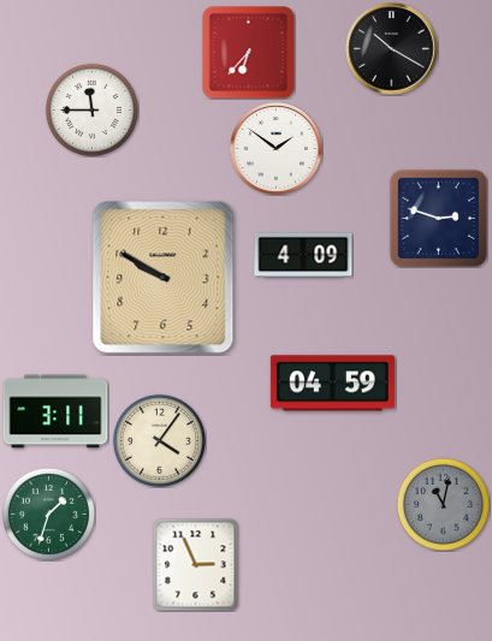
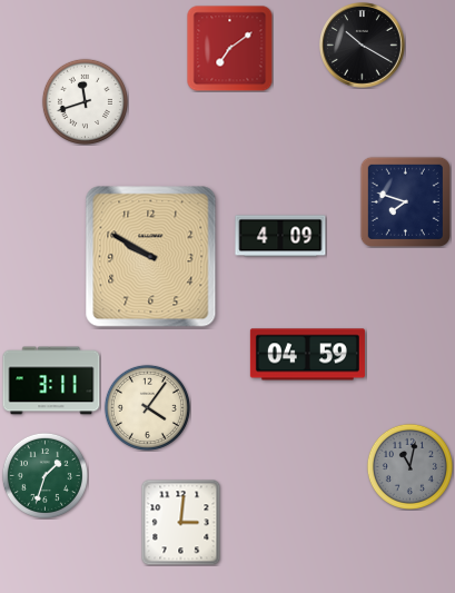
clock at (248, 52): 6:37 -> 7:09
clock at (91, 109): 11:45 -> 11:42
clock at (277, 149): 1:51 -> none
clock at (438, 218): 2:48 -> 7:48
clock at (196, 564): 2:56 -> 3:01
